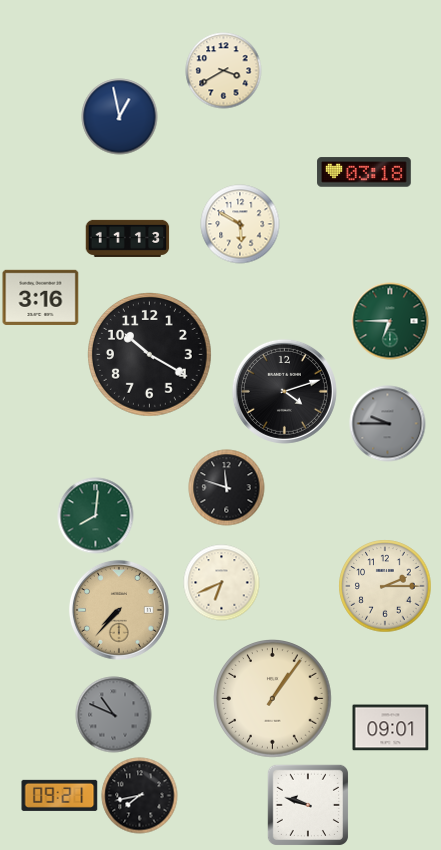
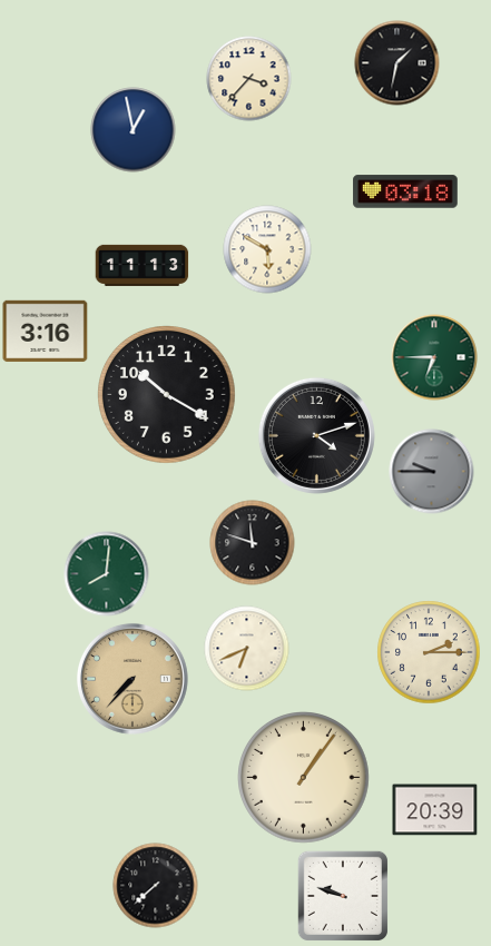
clock at (397, 63): none -> 1:32
clock at (224, 71): 3:40 -> 3:37
clock at (114, 715): 10:49 -> none
clock at (391, 728): 09:01 -> 20:39
clock at (60, 795): 09:21 -> none
clock at (140, 796): 7:43 -> 7:38
